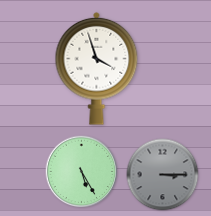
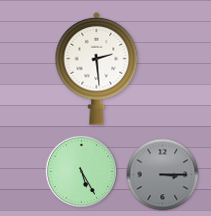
clock at (97, 68): 3:57 -> 2:29
